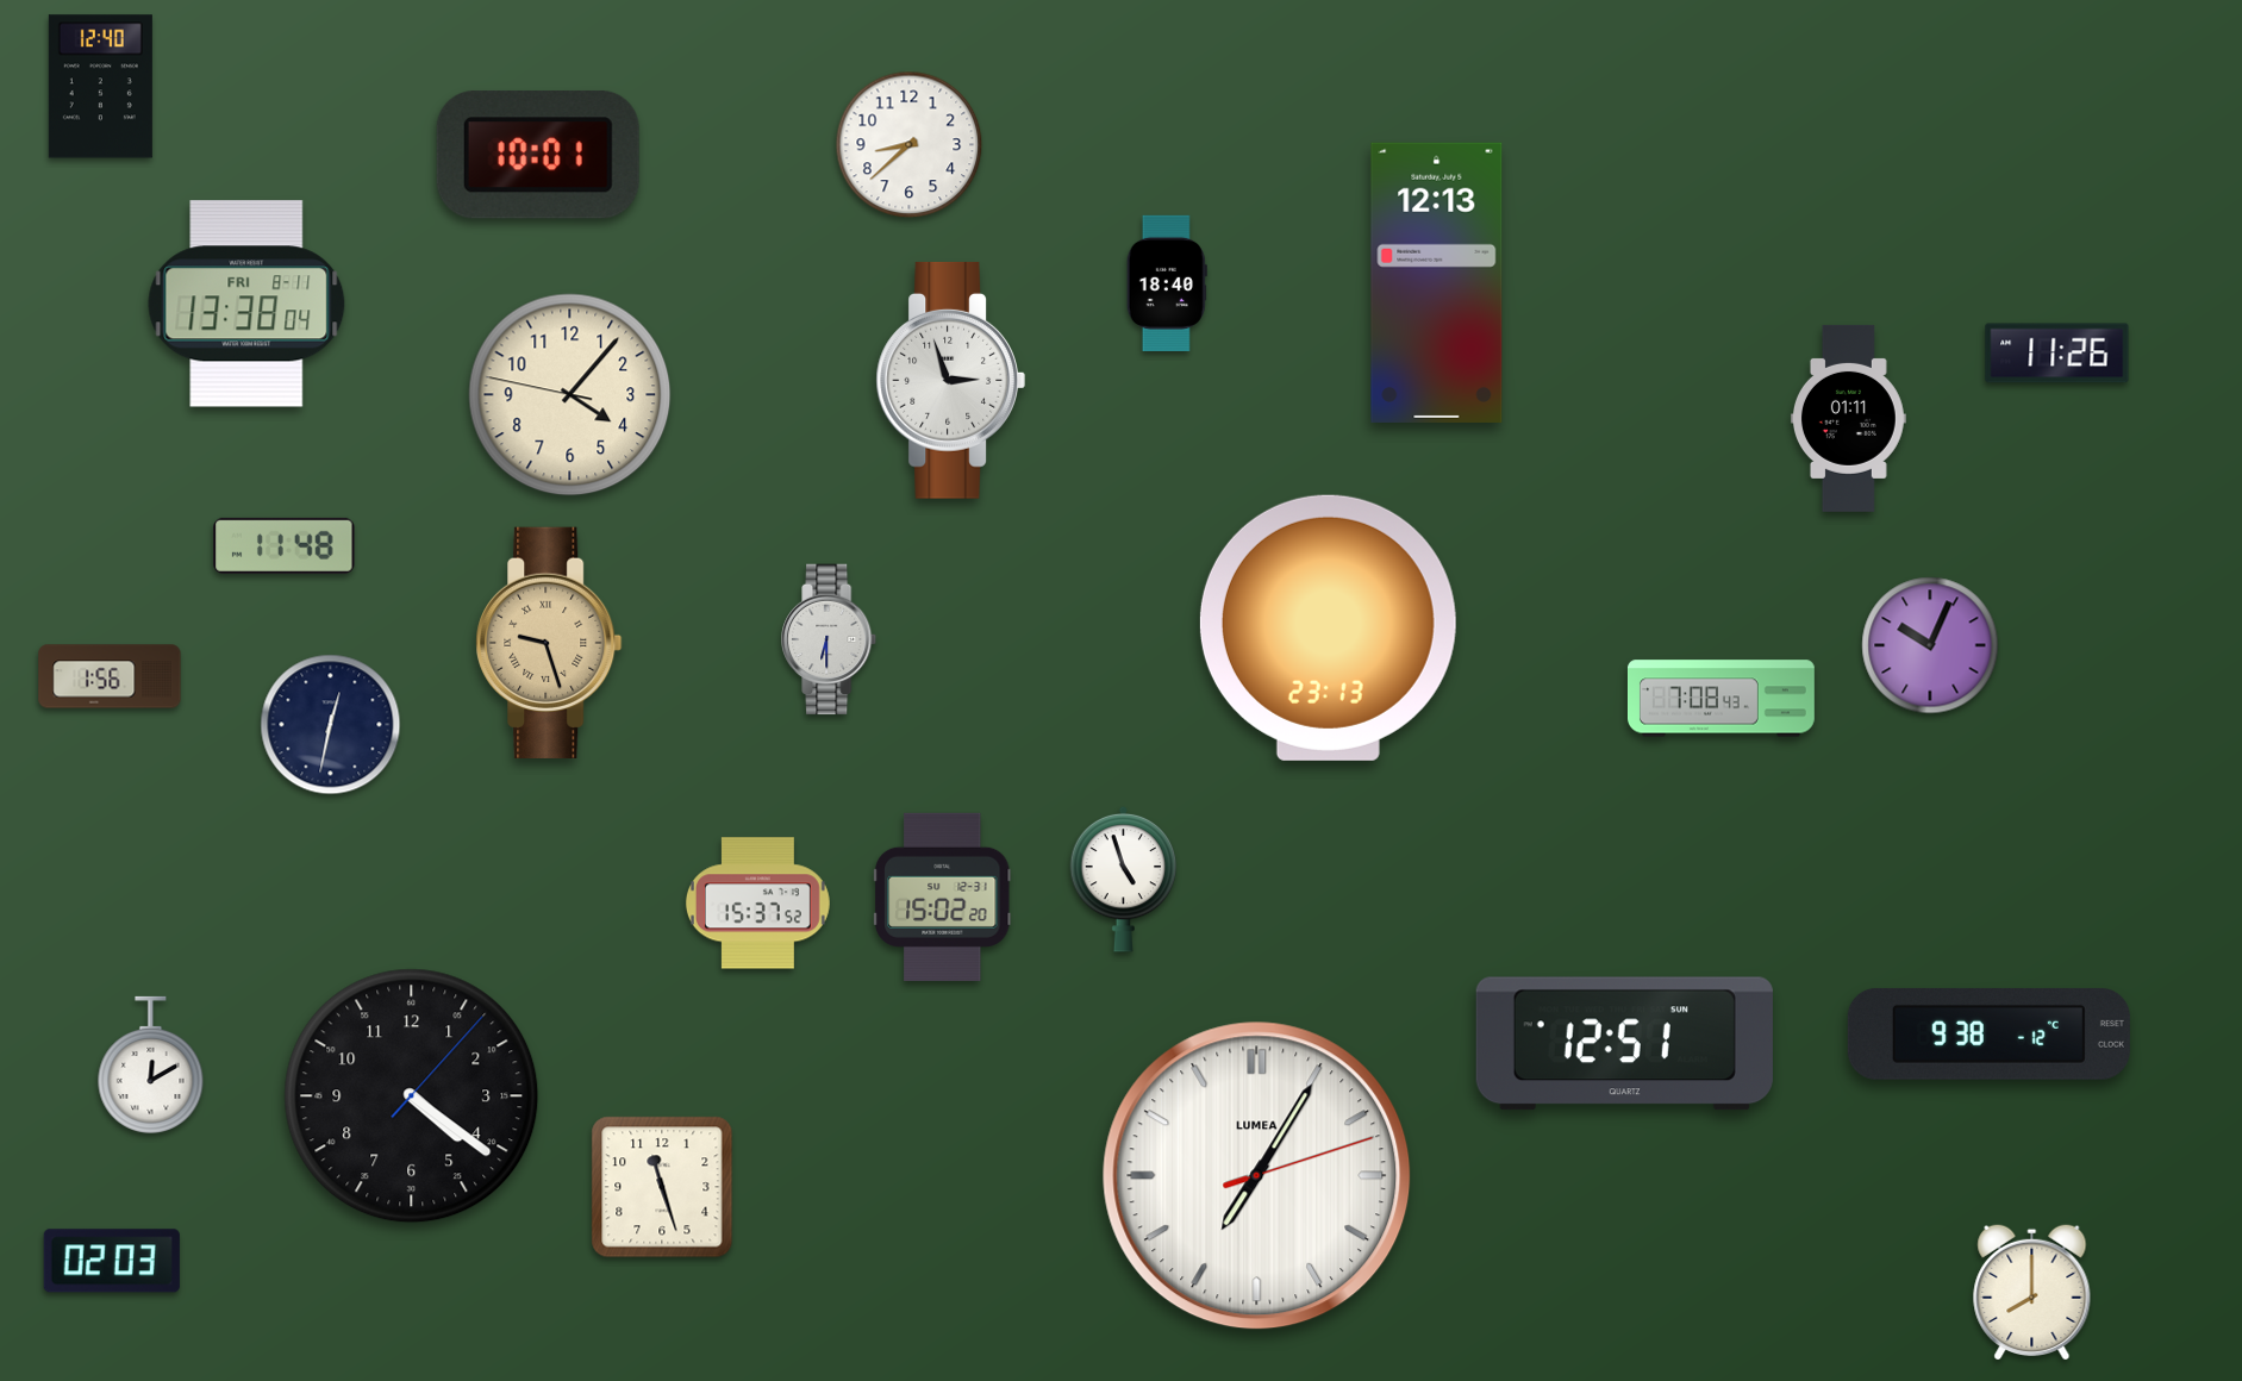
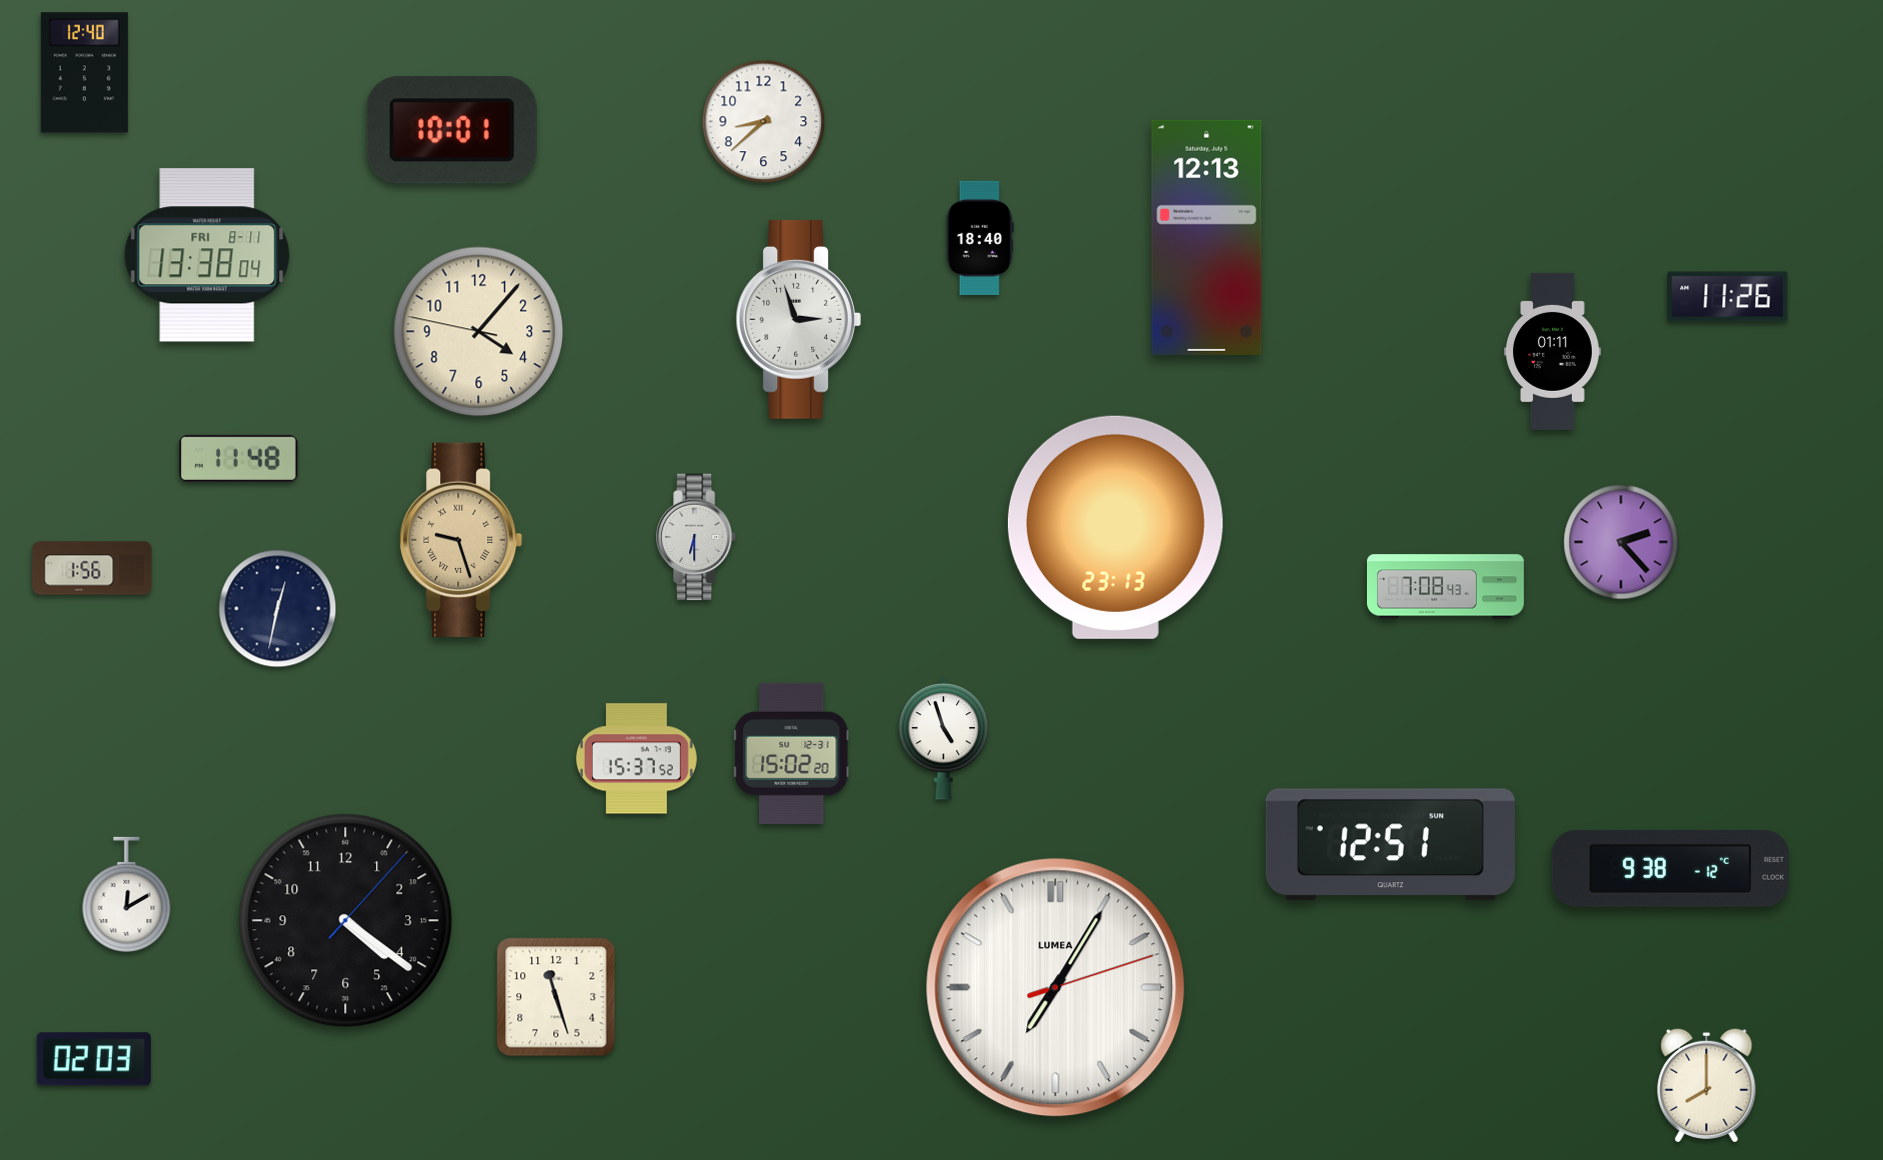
clock at (1930, 645): 10:04 -> 2:23
clock at (1624, 1044) position: (1624, 1044) -> (1390, 845)
